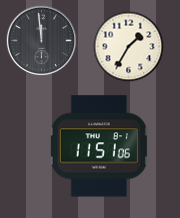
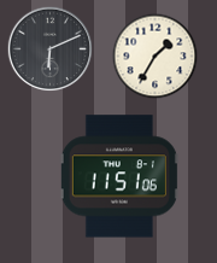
clock at (42, 41): 11:59 -> 6:11
